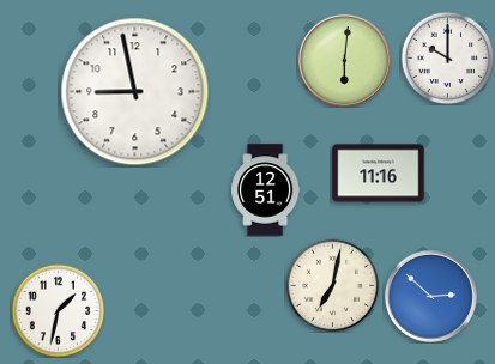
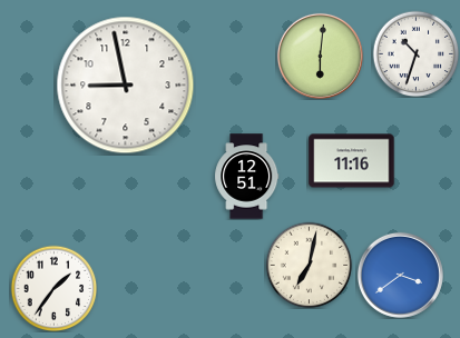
clock at (447, 57): 10:00 -> 10:33
clock at (430, 296): 2:52 -> 3:39
clock at (58, 310): 1:32 -> 1:36
